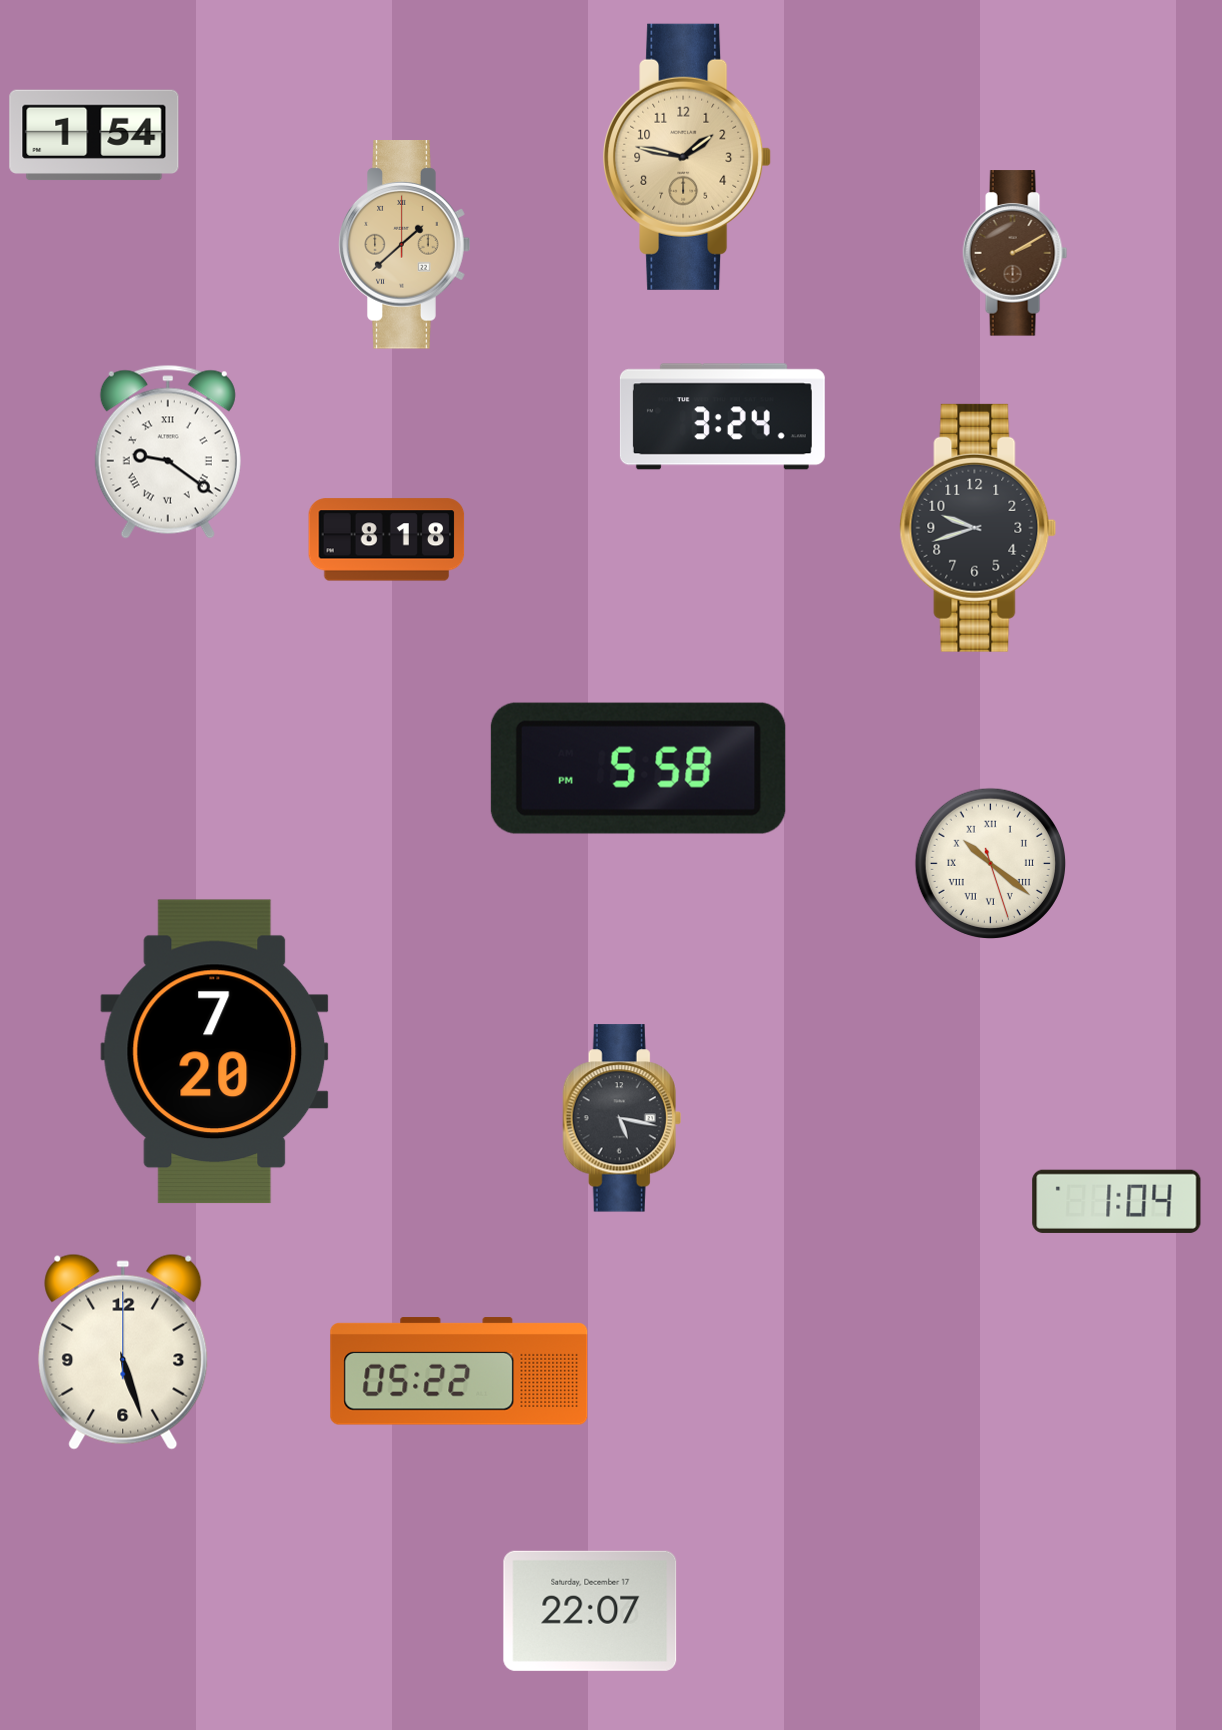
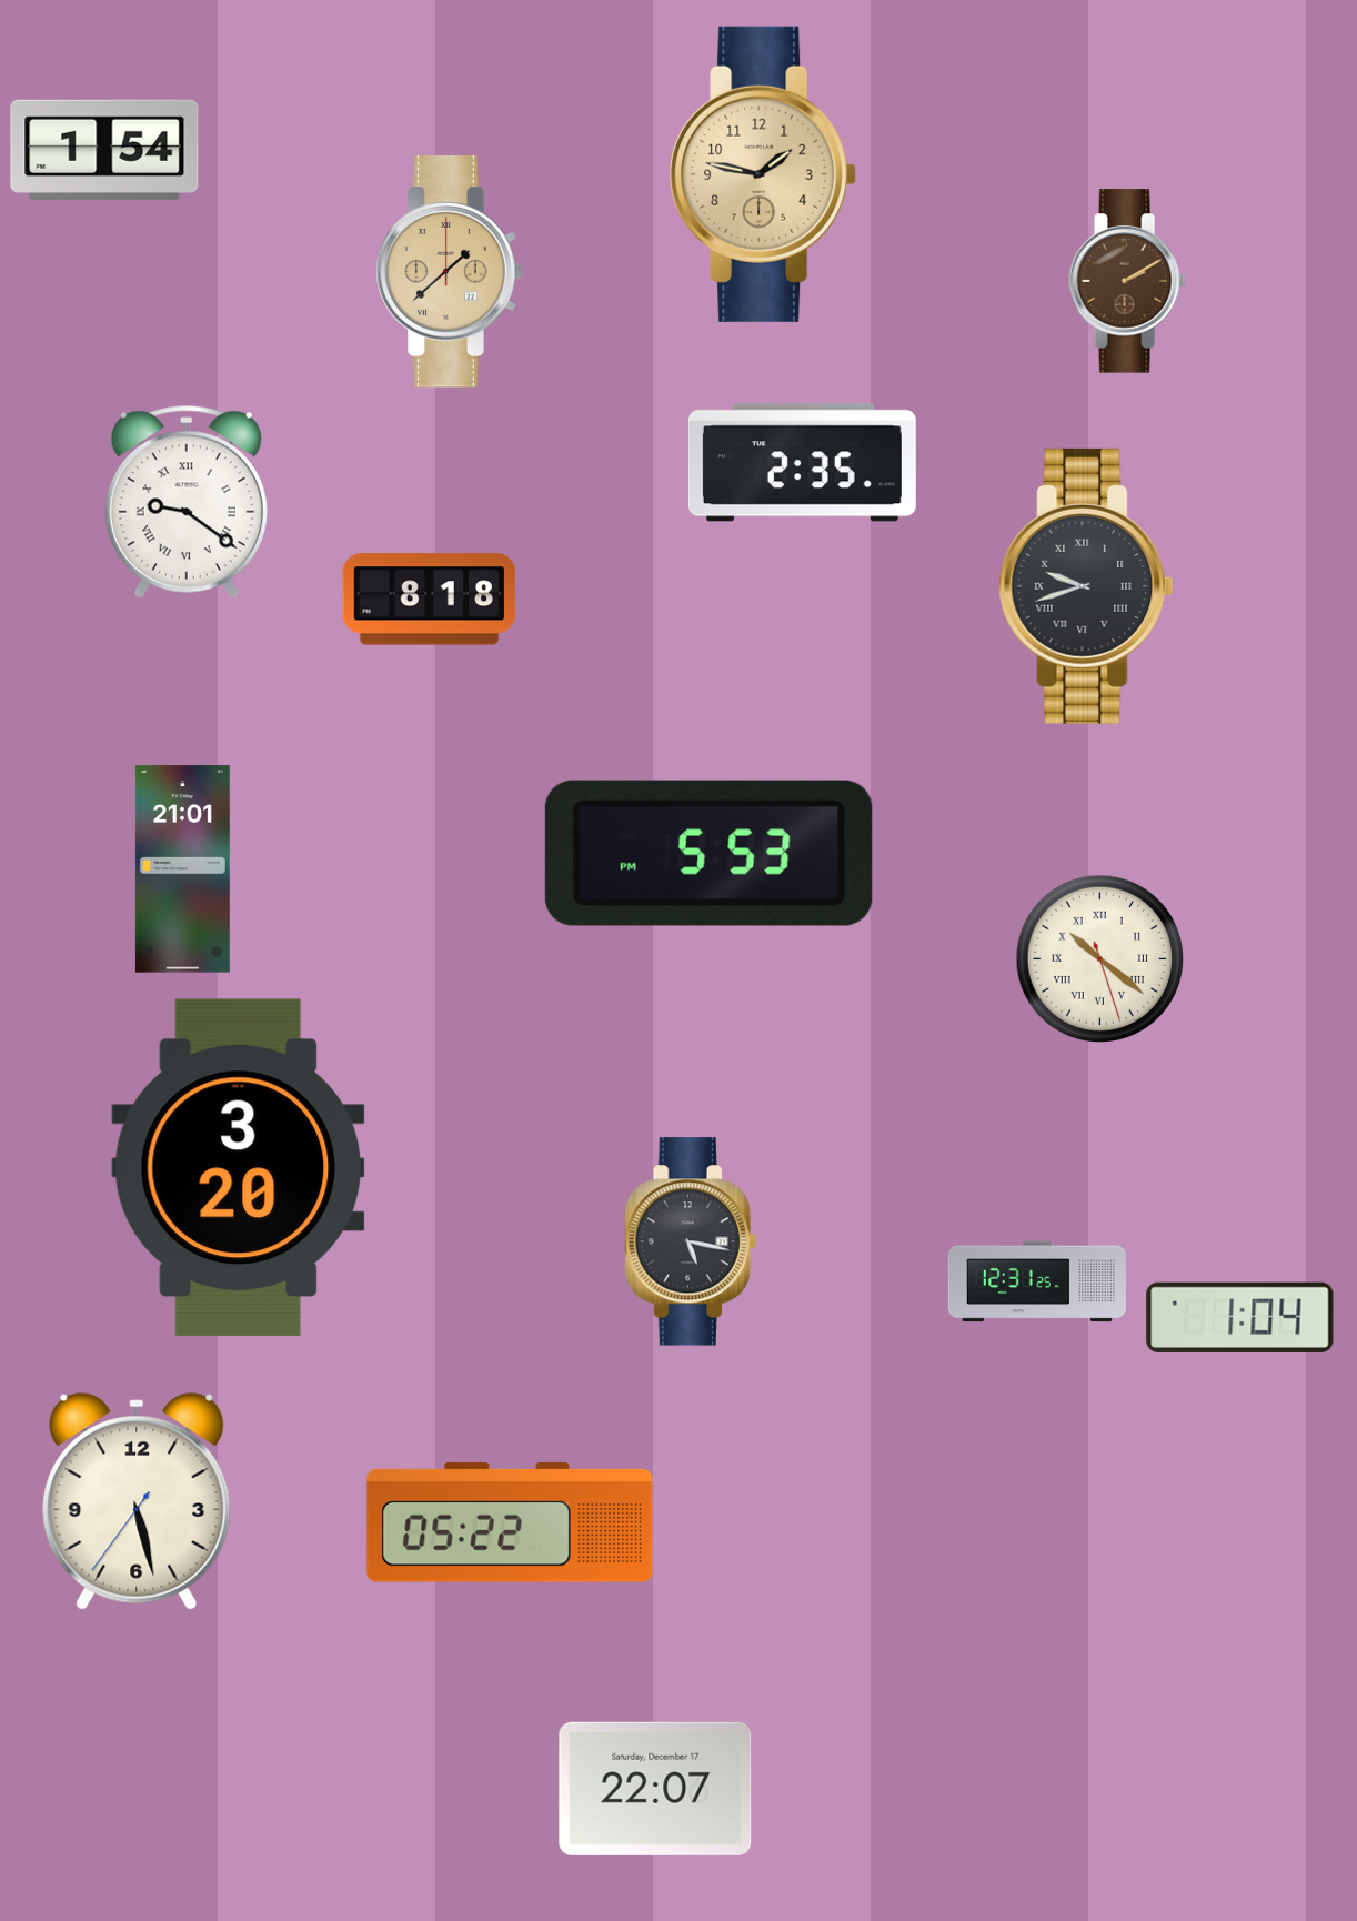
clock at (722, 417): 3:24 -> 2:35
clock at (978, 528) numerals: Arabic -> Roman
clock at (638, 768): 5:58 -> 5:53
clock at (182, 869): none -> 21:01
clock at (215, 1052): 7:20 -> 3:20
clock at (1037, 1281): none -> 12:31
clock at (1117, 1201) position: (1117, 1201) -> (1240, 1317)
clock at (123, 1352): 5:27:00 -> 5:27:36
